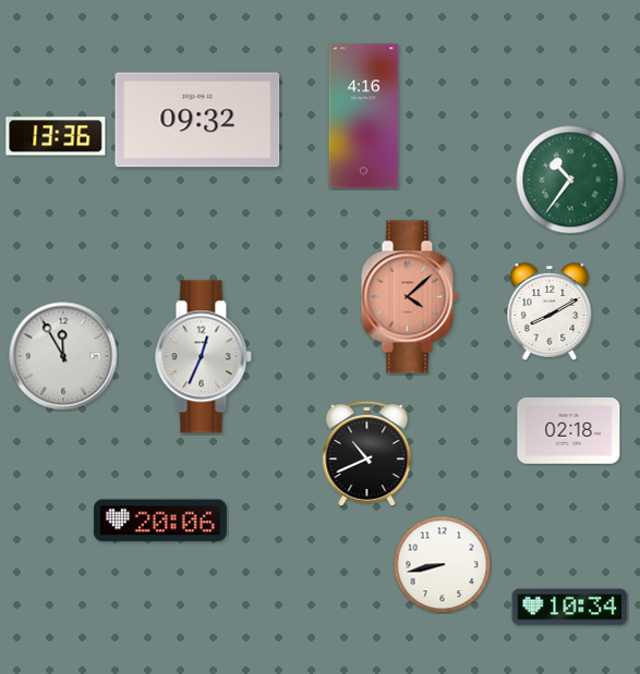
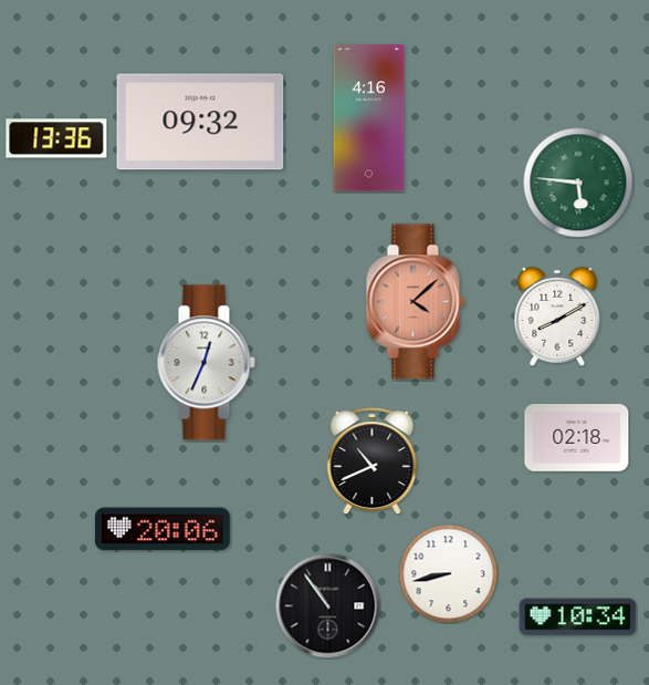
clock at (570, 180): 10:36 -> 5:46
clock at (63, 356): 11:55 -> none
clock at (327, 605): none -> 10:54
